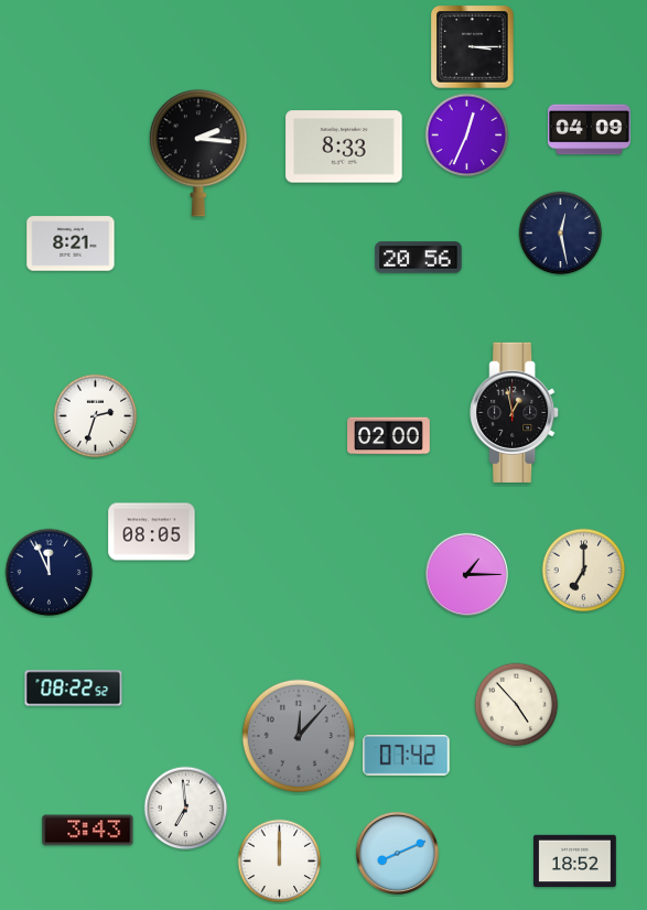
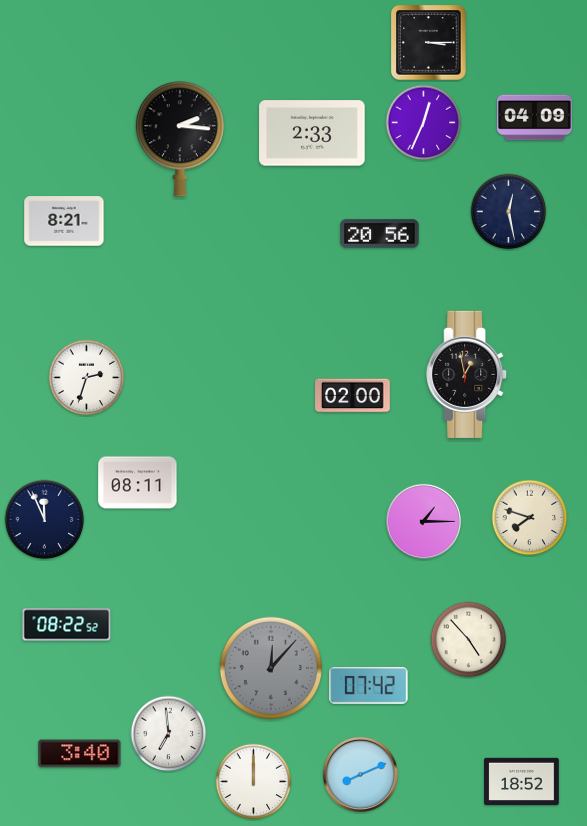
clock at (344, 147): 8:33 -> 2:33
clock at (152, 532): 08:05 -> 08:11
clock at (584, 571): 7:00 -> 7:48
clock at (88, 831): 3:43 -> 3:40
